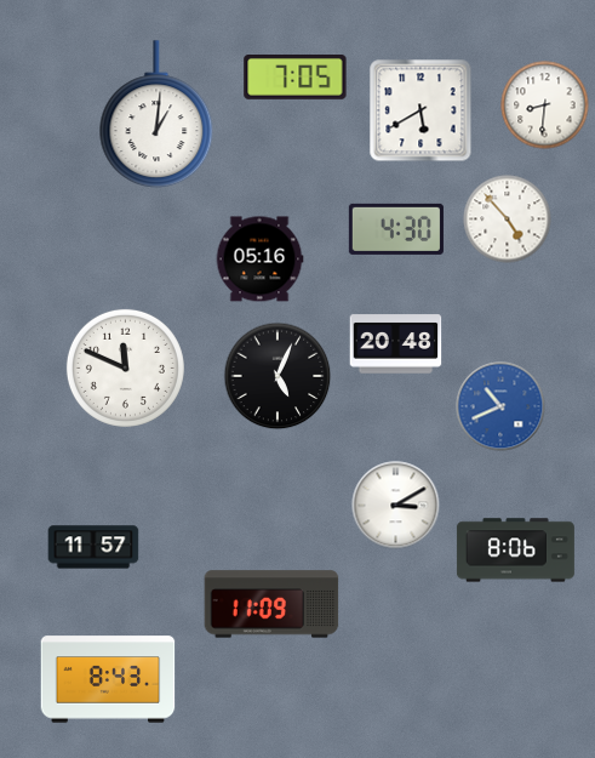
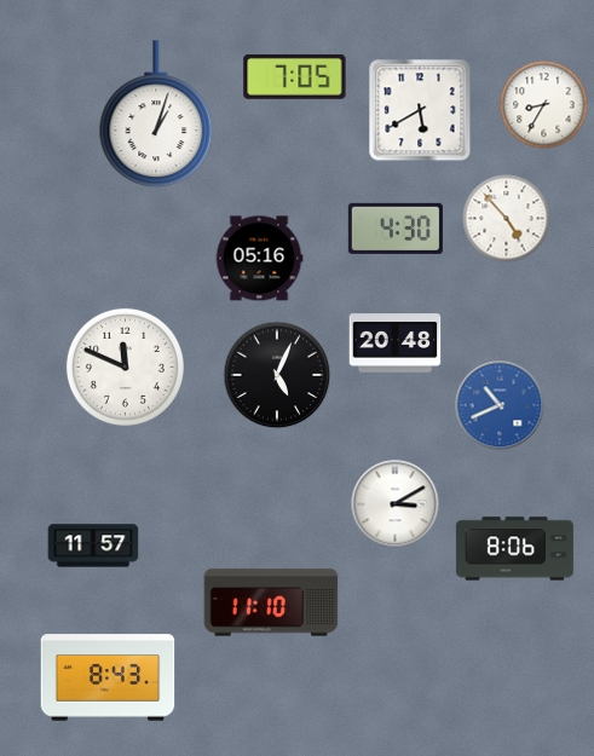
clock at (545, 106): 8:31 -> 8:35
clock at (156, 115): 1:01 -> 1:03
clock at (271, 604): 11:09 -> 11:10
